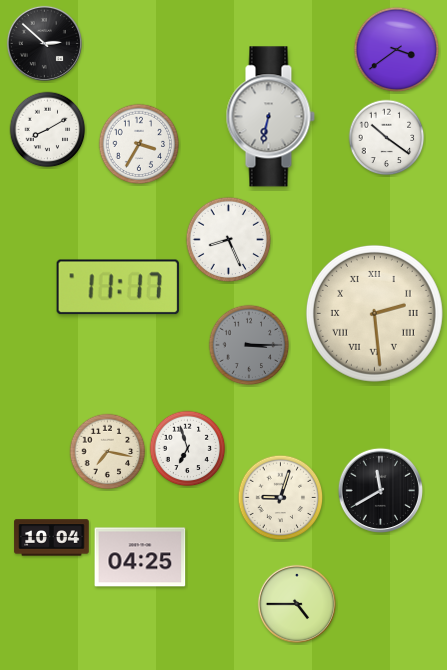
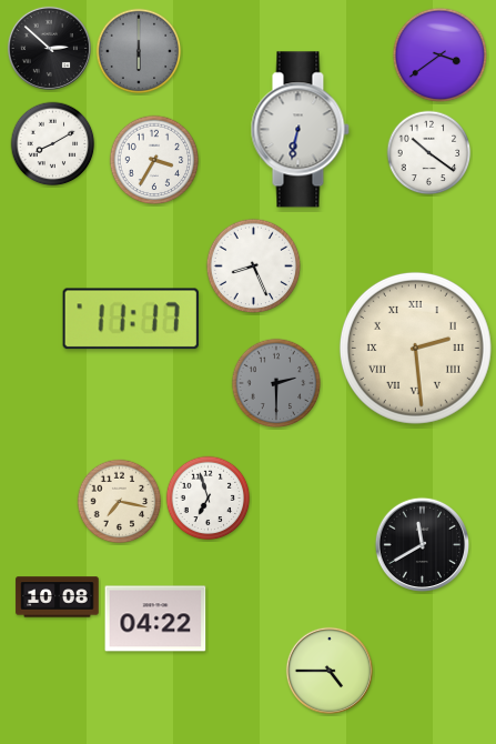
clock at (139, 51): none -> 6:00
clock at (249, 345): 3:15 -> 2:30
clock at (281, 498): 9:03 -> none
clock at (52, 538): 10:04 -> 10:08
clock at (140, 557): 04:25 -> 04:22
